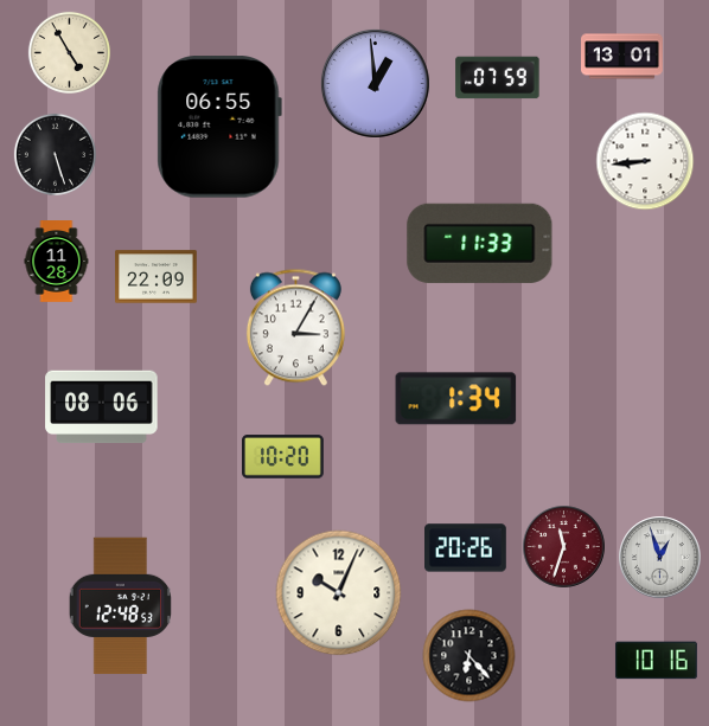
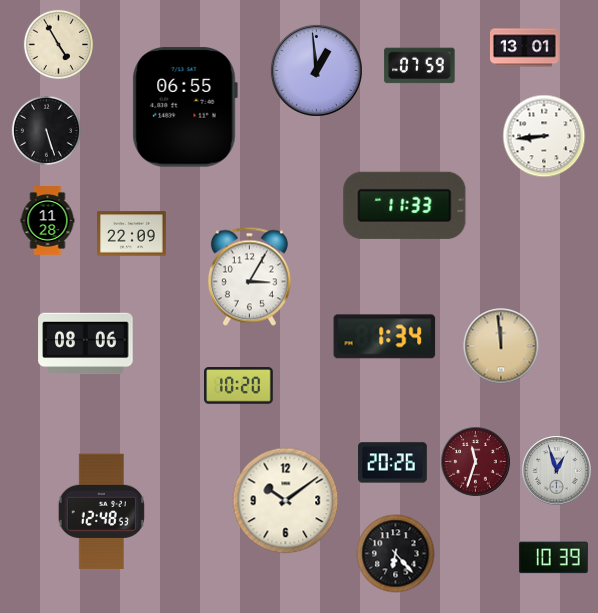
clock at (501, 346): none -> 11:59
clock at (339, 593): 10:04 -> 10:09
clock at (657, 661): 10:16 -> 10:39
